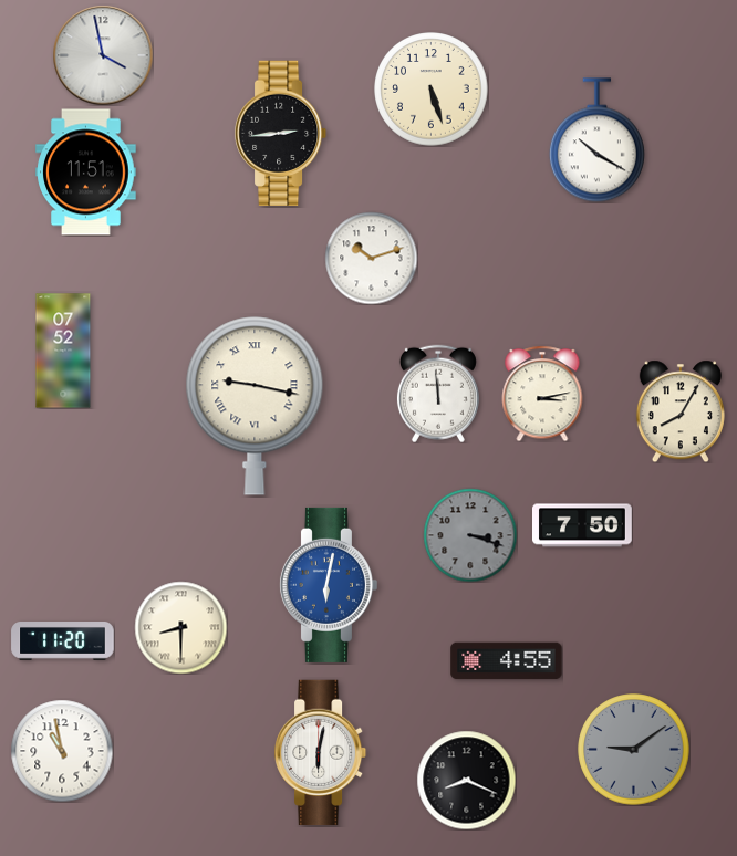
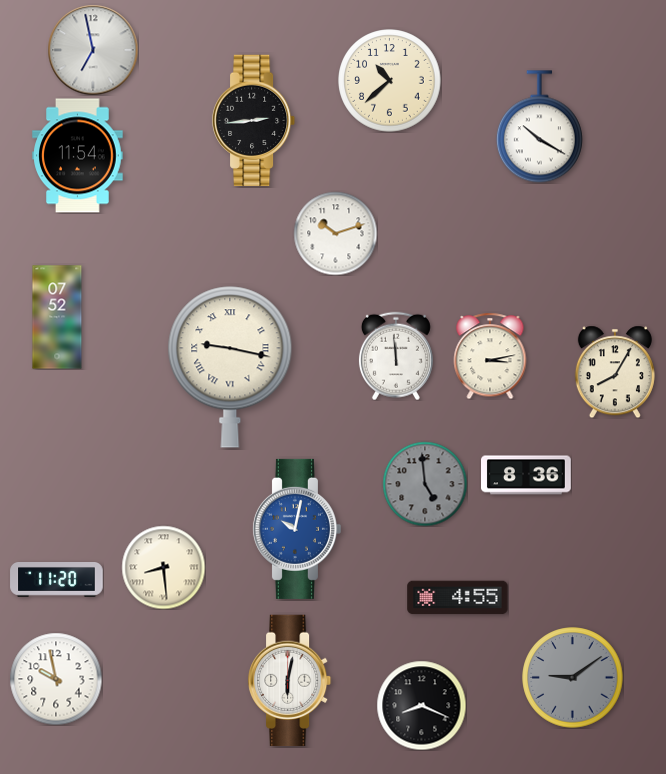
clock at (103, 55): 3:58 -> 6:58
clock at (432, 90): 5:27 -> 10:38
clock at (86, 173): 11:51 -> 11:54
clock at (582, 525): 7:50 -> 8:36
clock at (470, 535): 3:18 -> 4:59
clock at (328, 585): 6:02 -> 10:02
clock at (180, 627): 8:30 -> 8:29
clock at (62, 751): 10:58 -> 9:58
